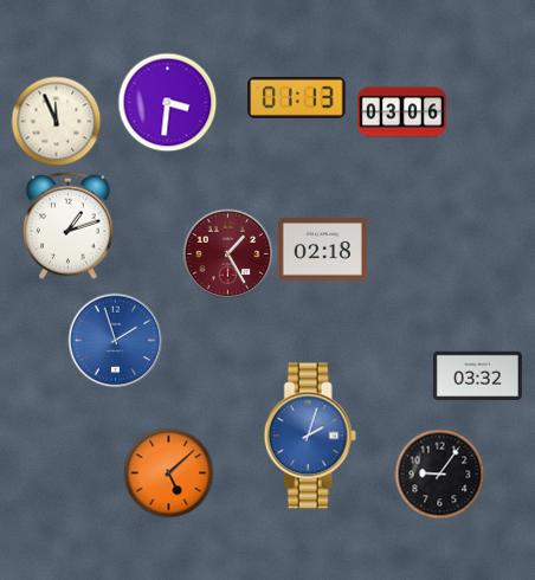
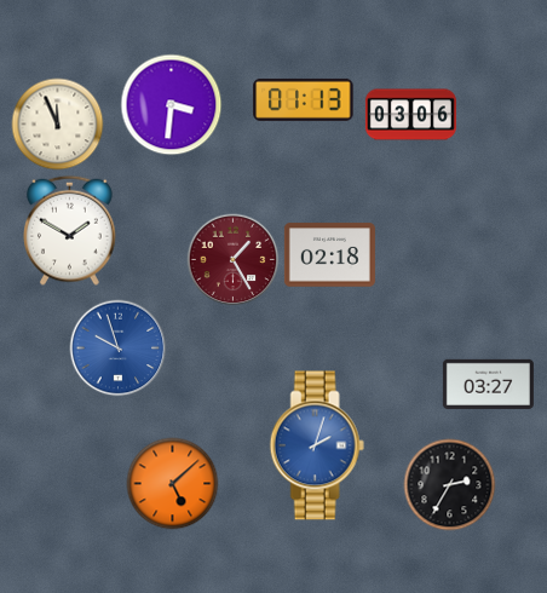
clock at (69, 225): 1:12 -> 1:50
clock at (116, 341): 1:57 -> 9:57
clock at (477, 375): 03:32 -> 03:27
clock at (440, 475): 9:06 -> 2:35
